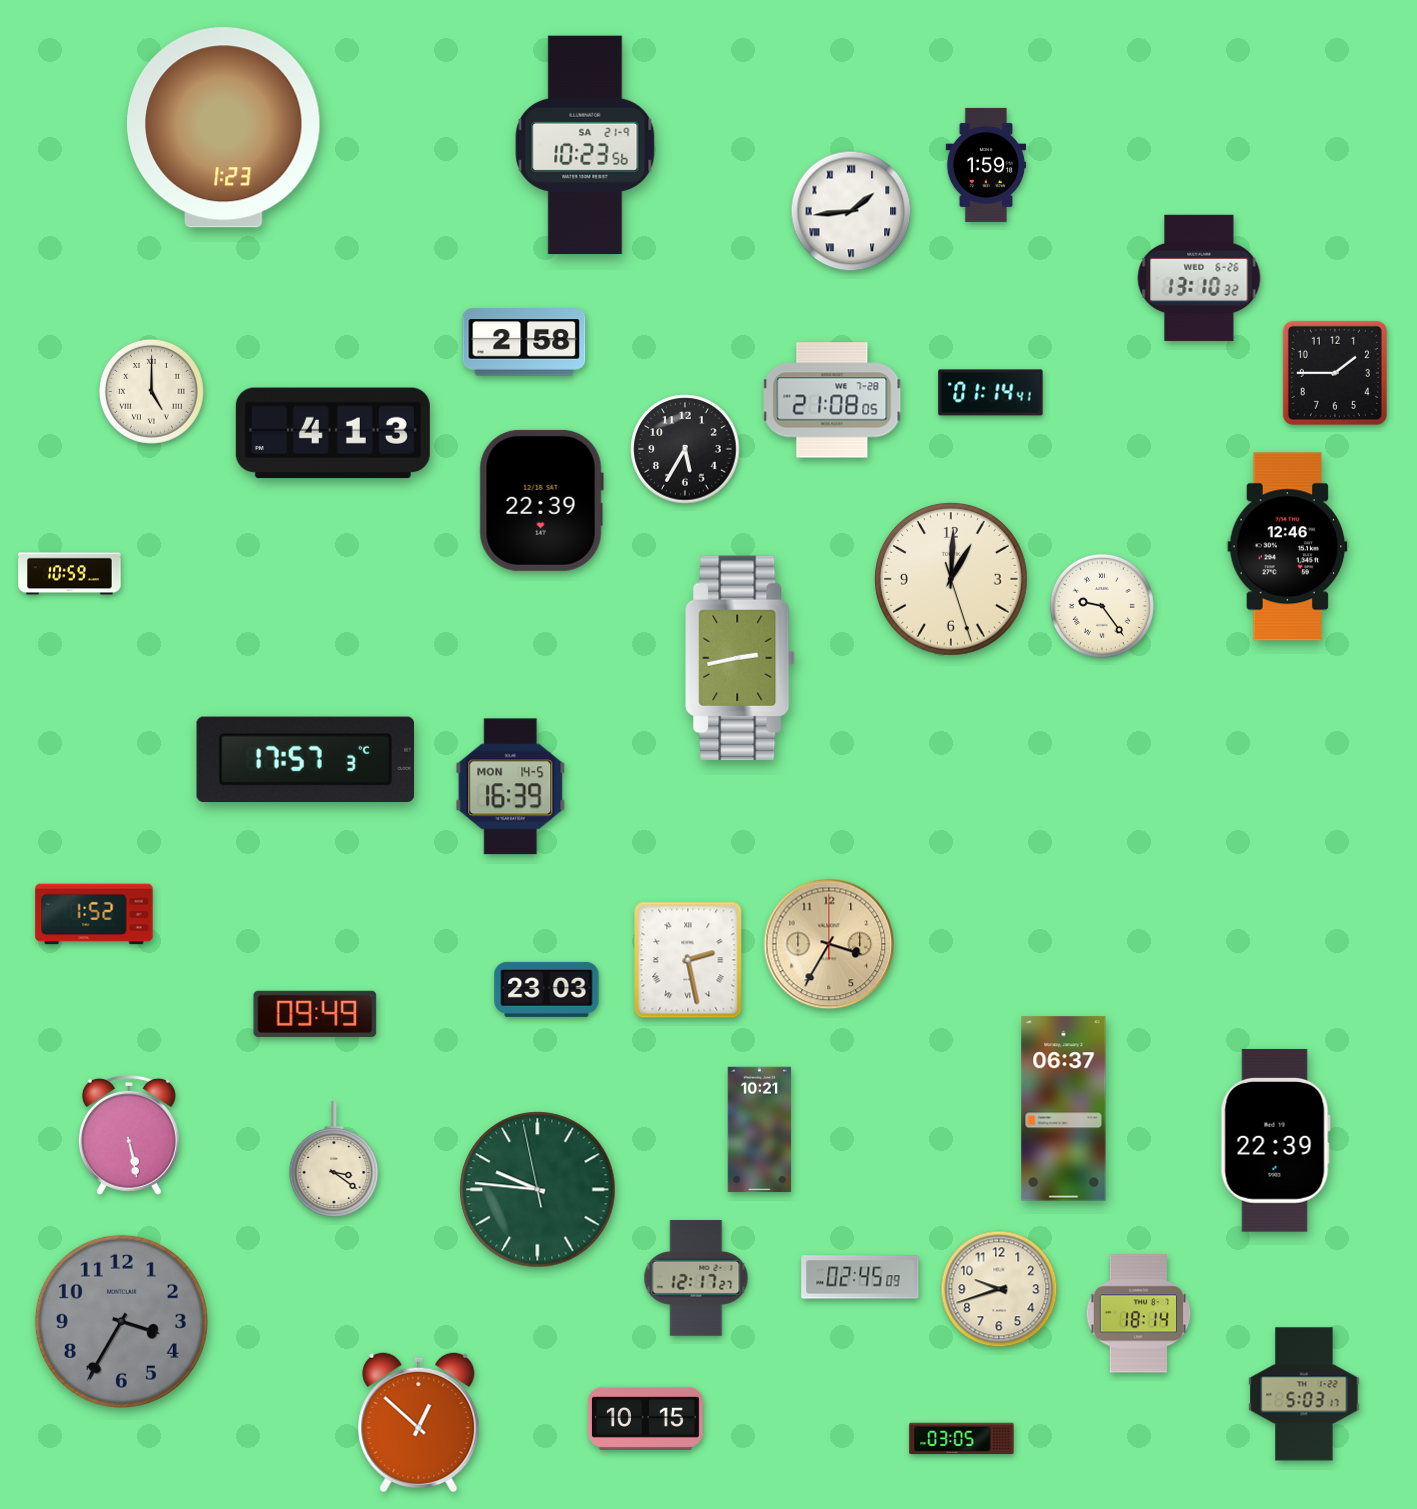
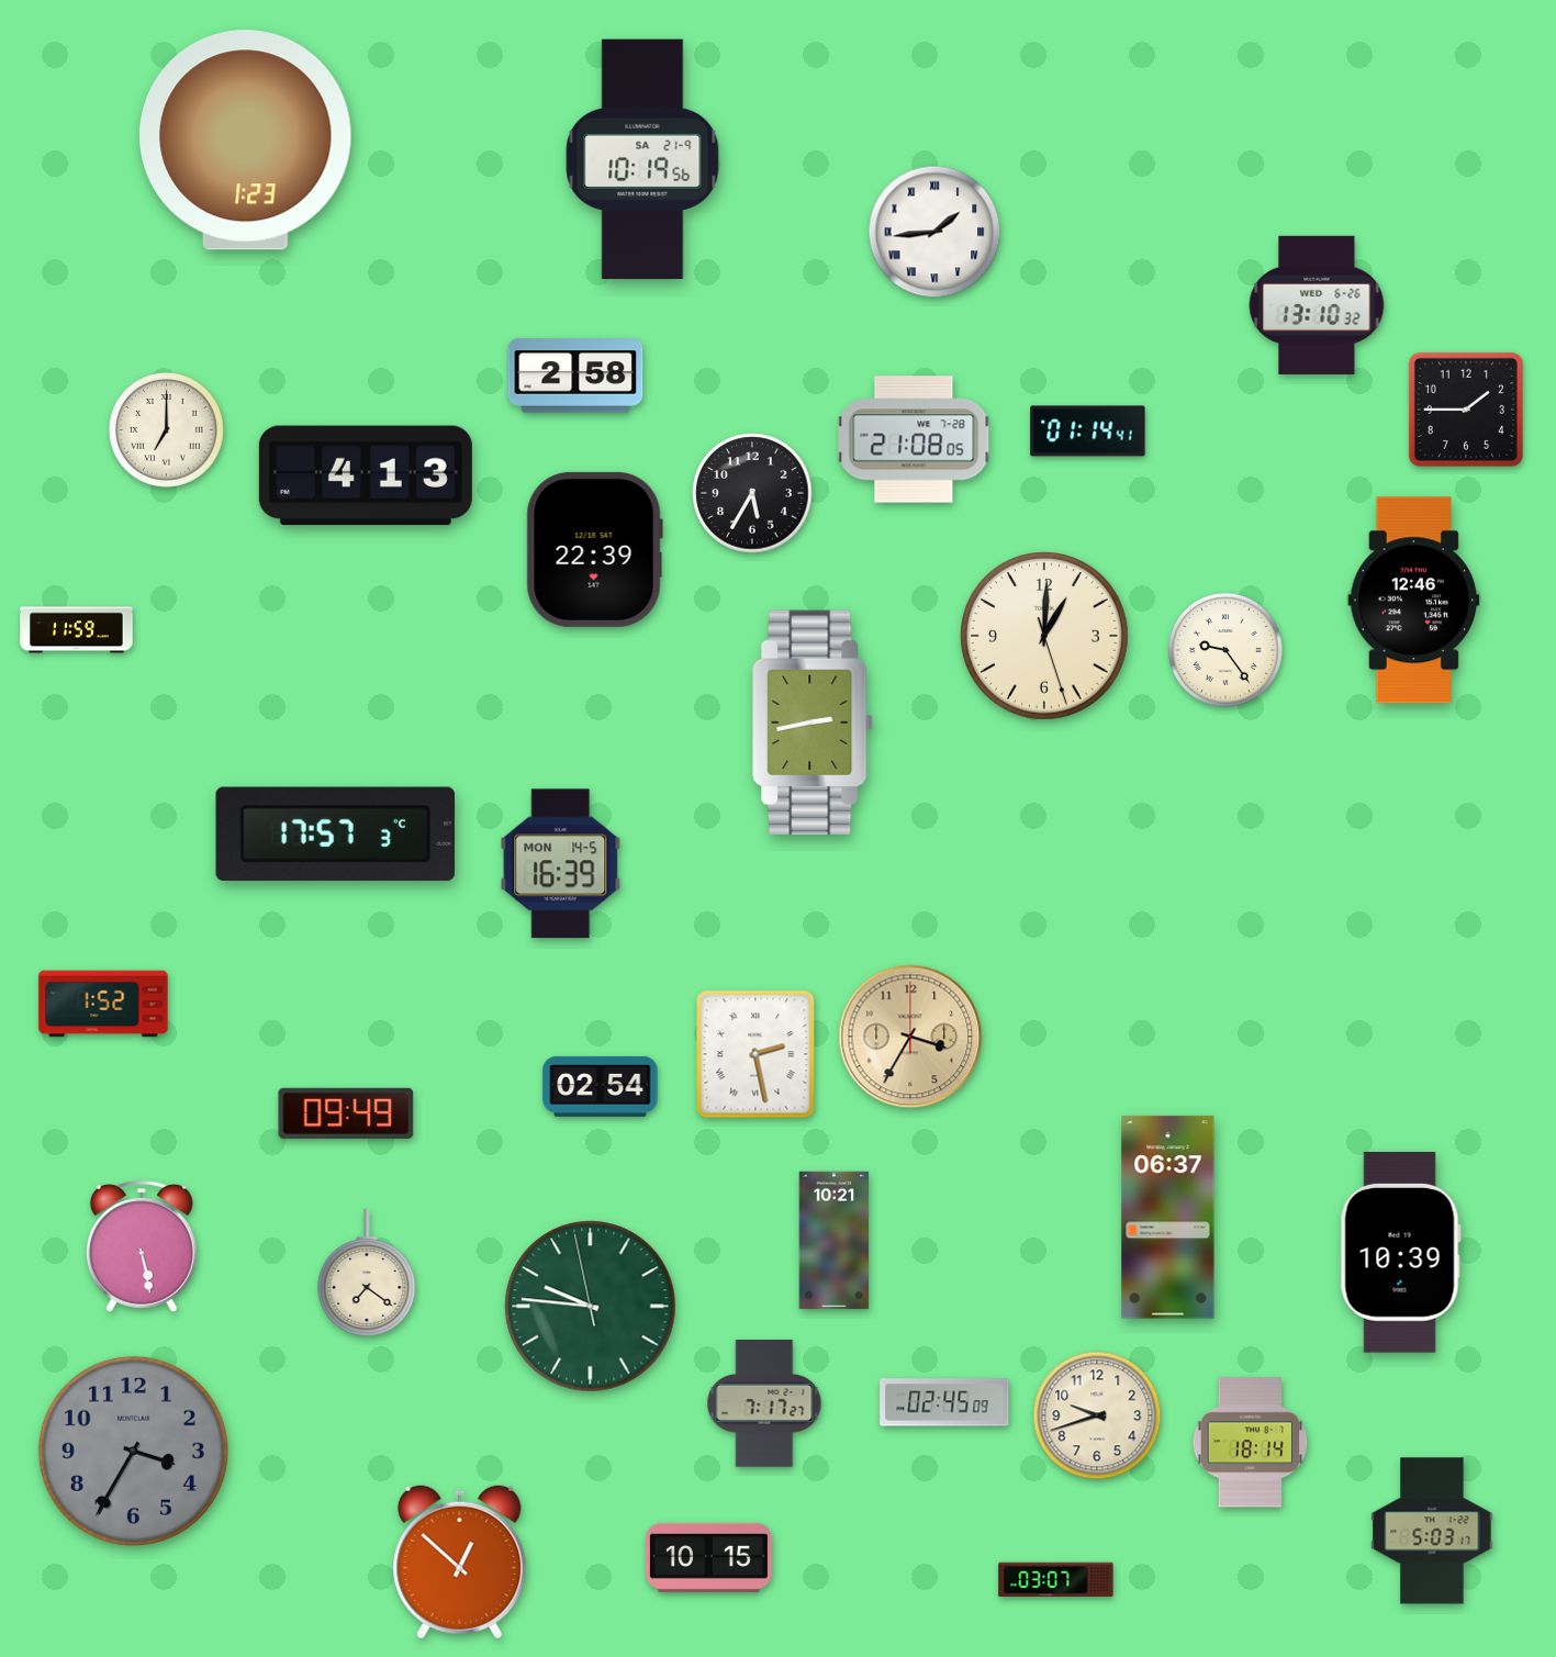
clock at (585, 145): 10:23 -> 10:19
clock at (986, 165): 1:59 -> none
clock at (151, 391): 5:00 -> 7:00
clock at (70, 574): 10:59 -> 11:59
clock at (1102, 606) position: (1102, 606) -> (1225, 650)
clock at (547, 989): 23:03 -> 02:54
clock at (1275, 1140): 22:39 -> 10:39
clock at (334, 1159): 3:21 -> 7:21
clock at (696, 1278): 12:17 -> 7:17
clock at (962, 1439): 03:05 -> 03:07
